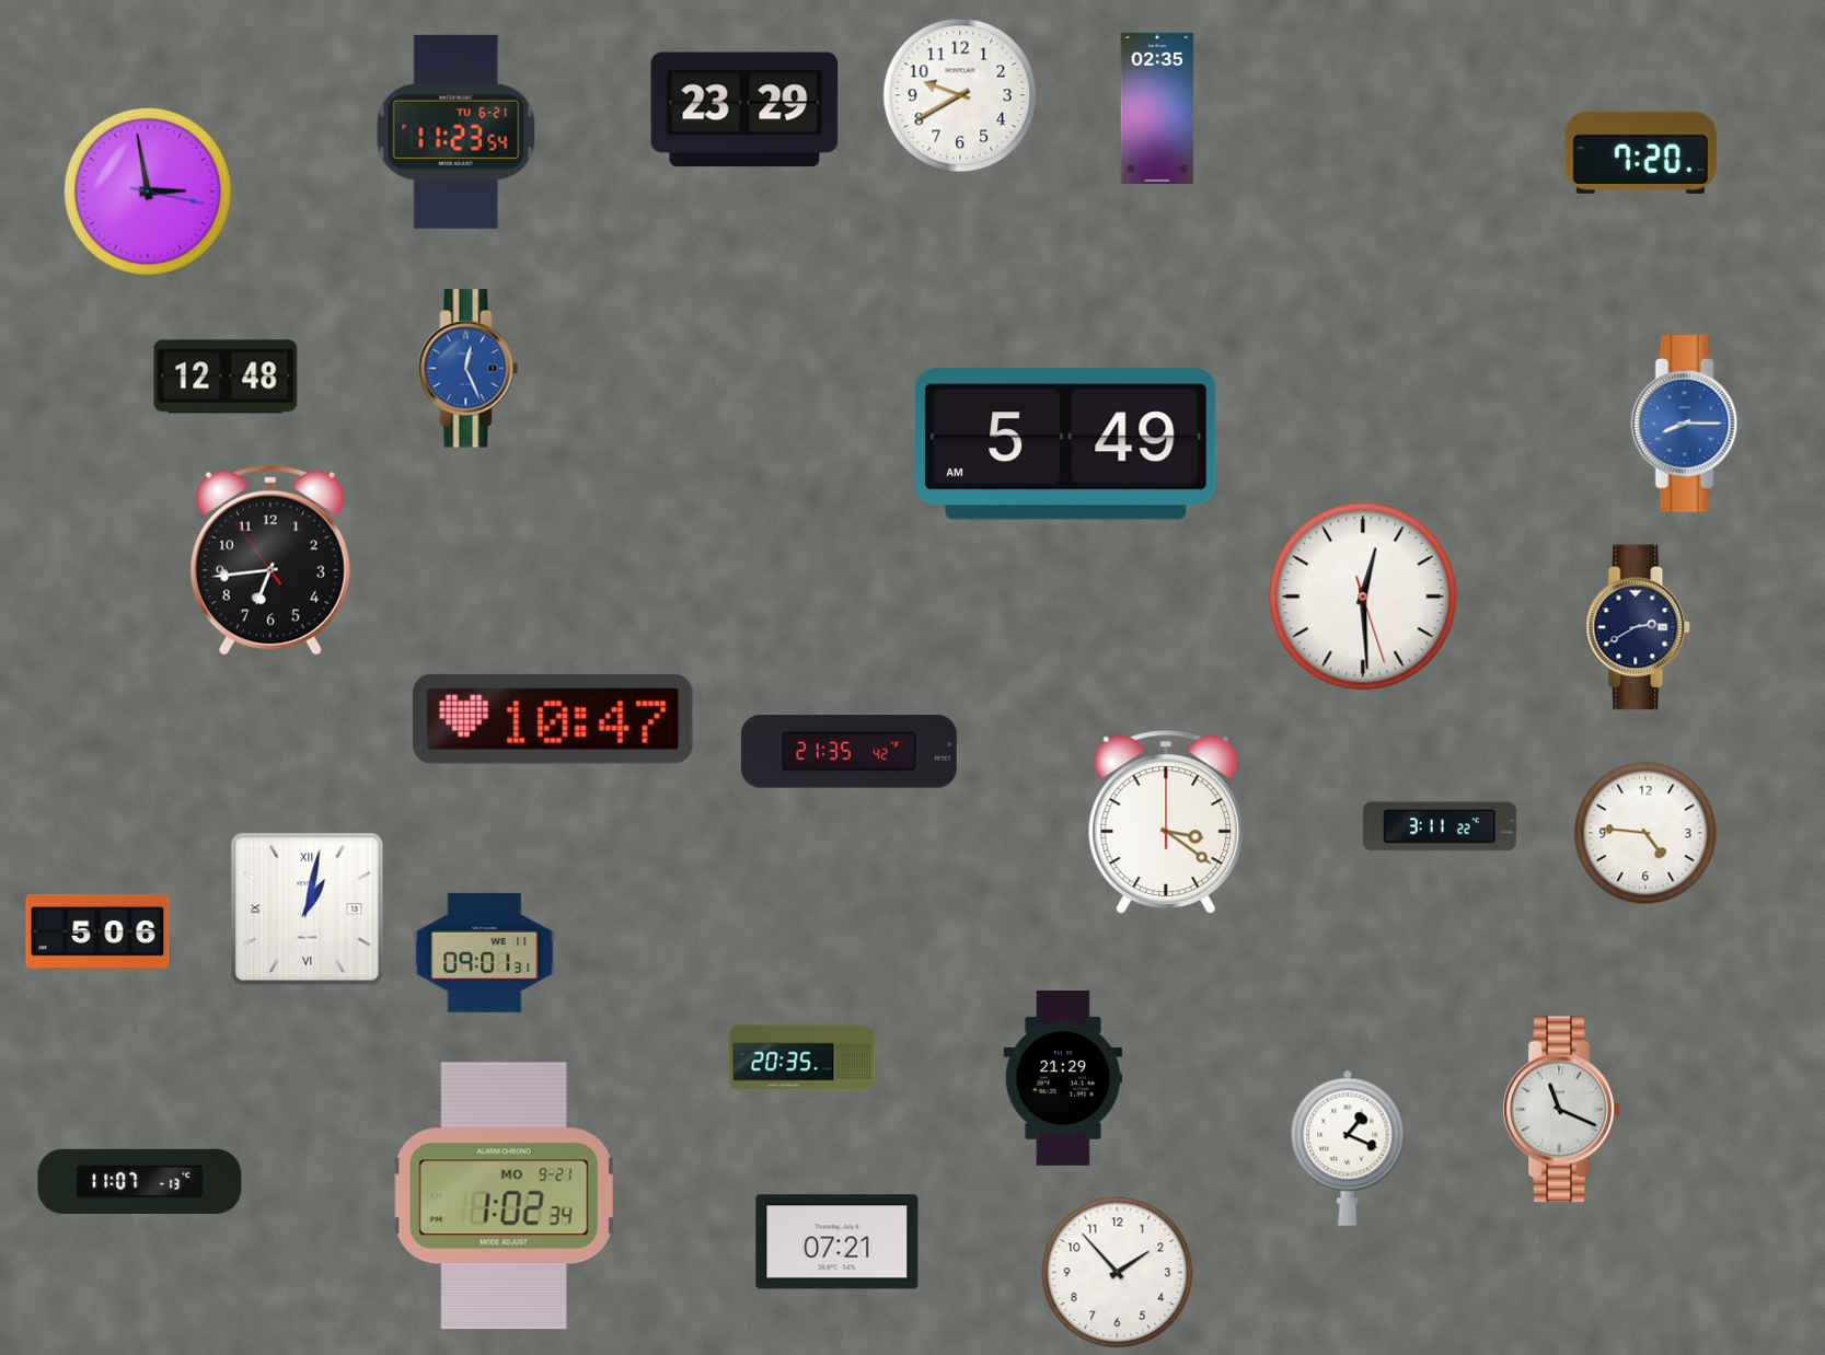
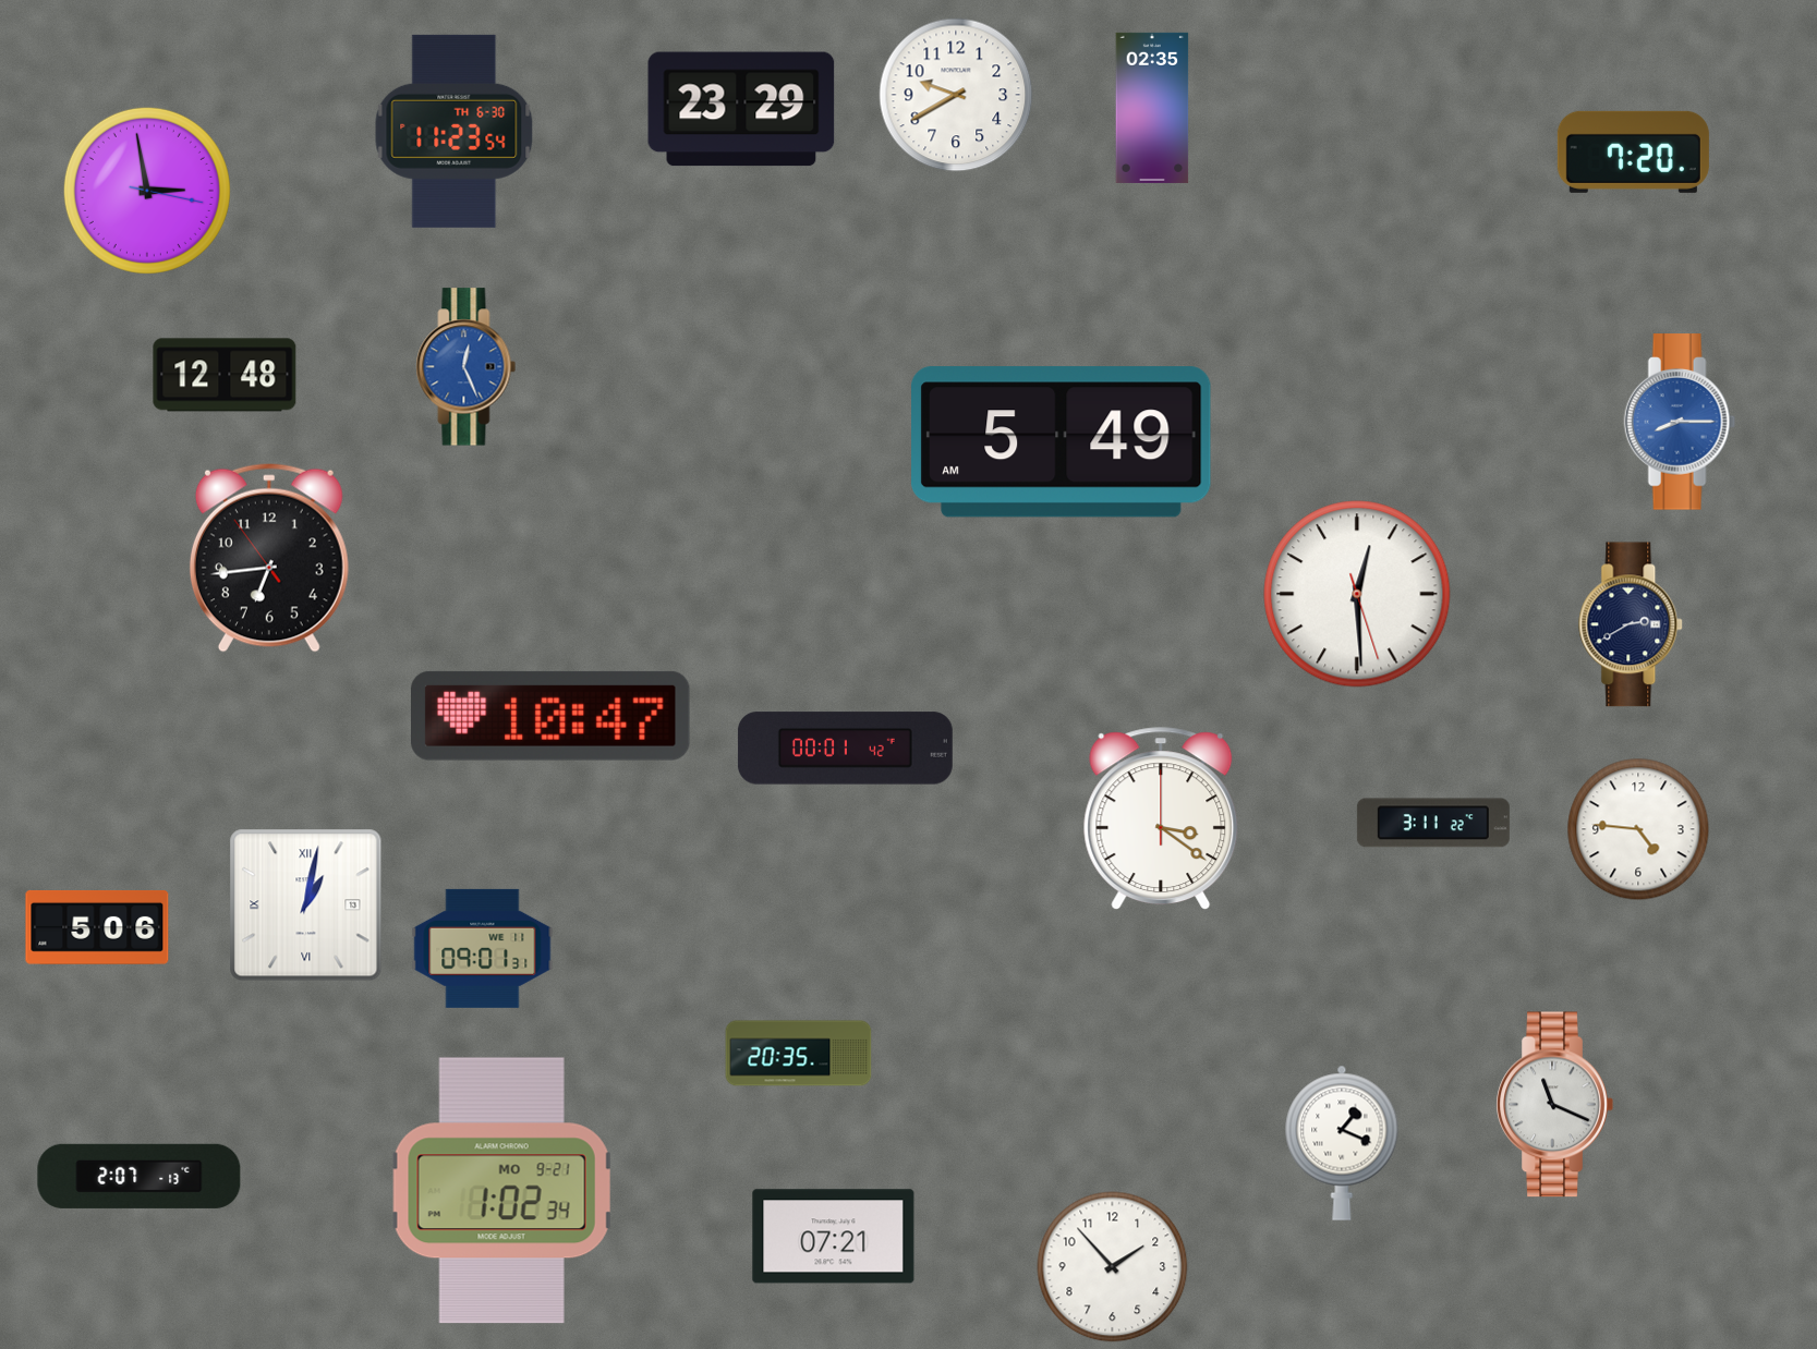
clock at (457, 131) date: TU 6-21 -> TH 6-30
clock at (848, 752): 21:35 -> 00:01
clock at (1063, 1078): 21:29 -> none
clock at (140, 1181): 11:07 -> 2:07
